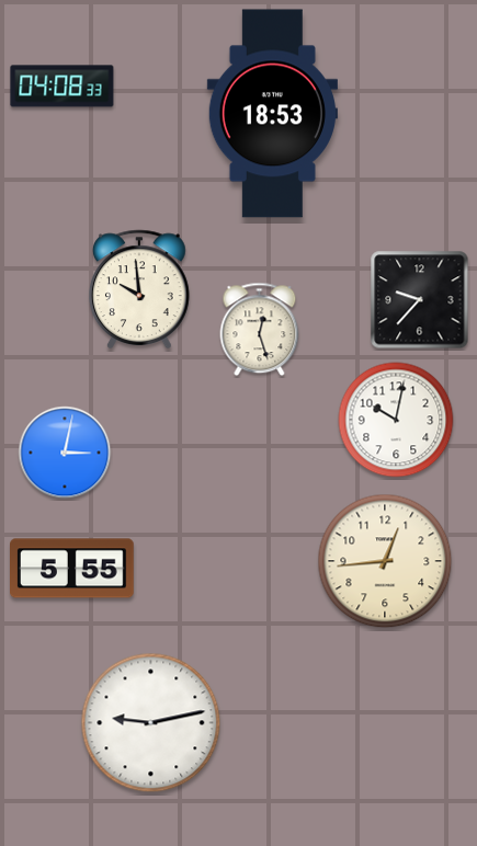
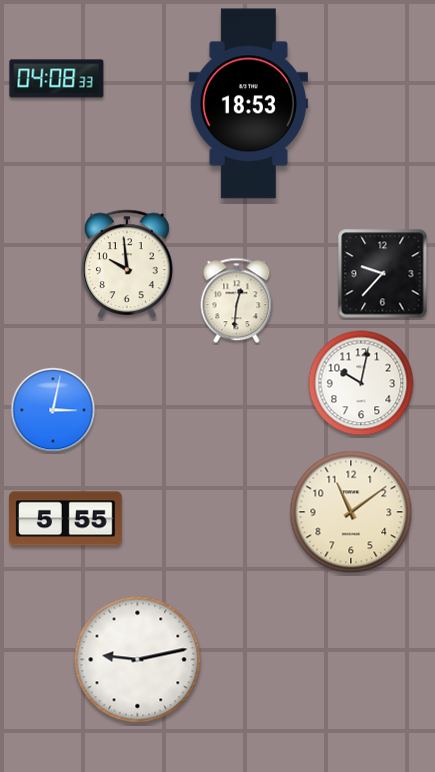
clock at (260, 330): 12:27 -> 12:31
clock at (65, 453) position: (65, 453) -> (53, 410)
clock at (385, 561): 12:44 -> 11:09
